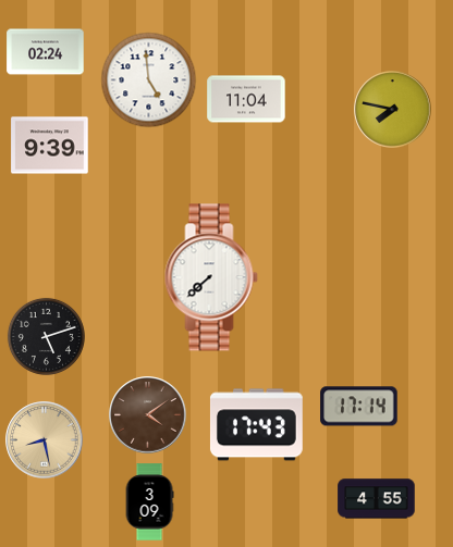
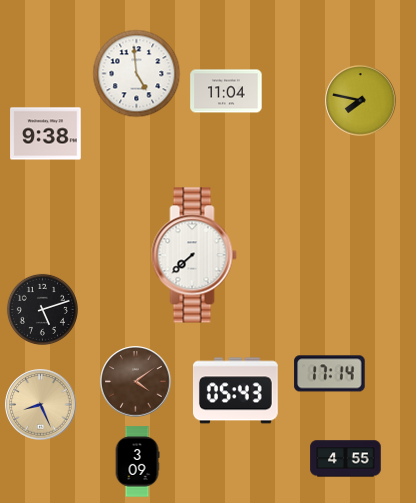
clock at (46, 52): 02:24 -> none
clock at (50, 146): 9:39 -> 9:38
clock at (256, 425): 17:43 -> 05:43
clock at (45, 440): 8:28 -> 8:26
